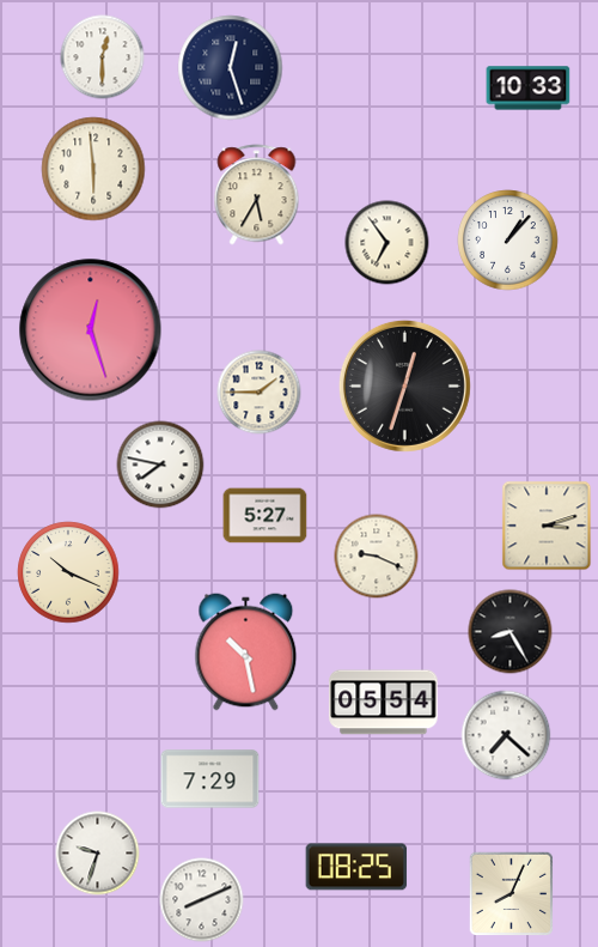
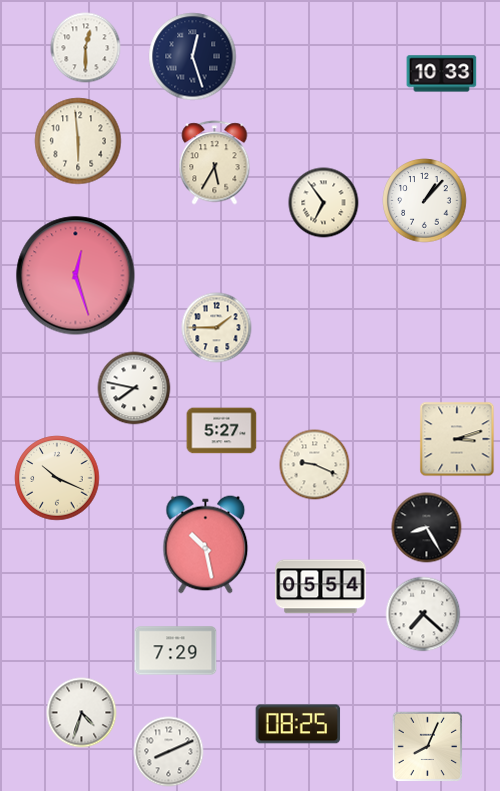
clock at (404, 386): 12:33 -> none
clock at (98, 854): 9:33 -> 4:33
